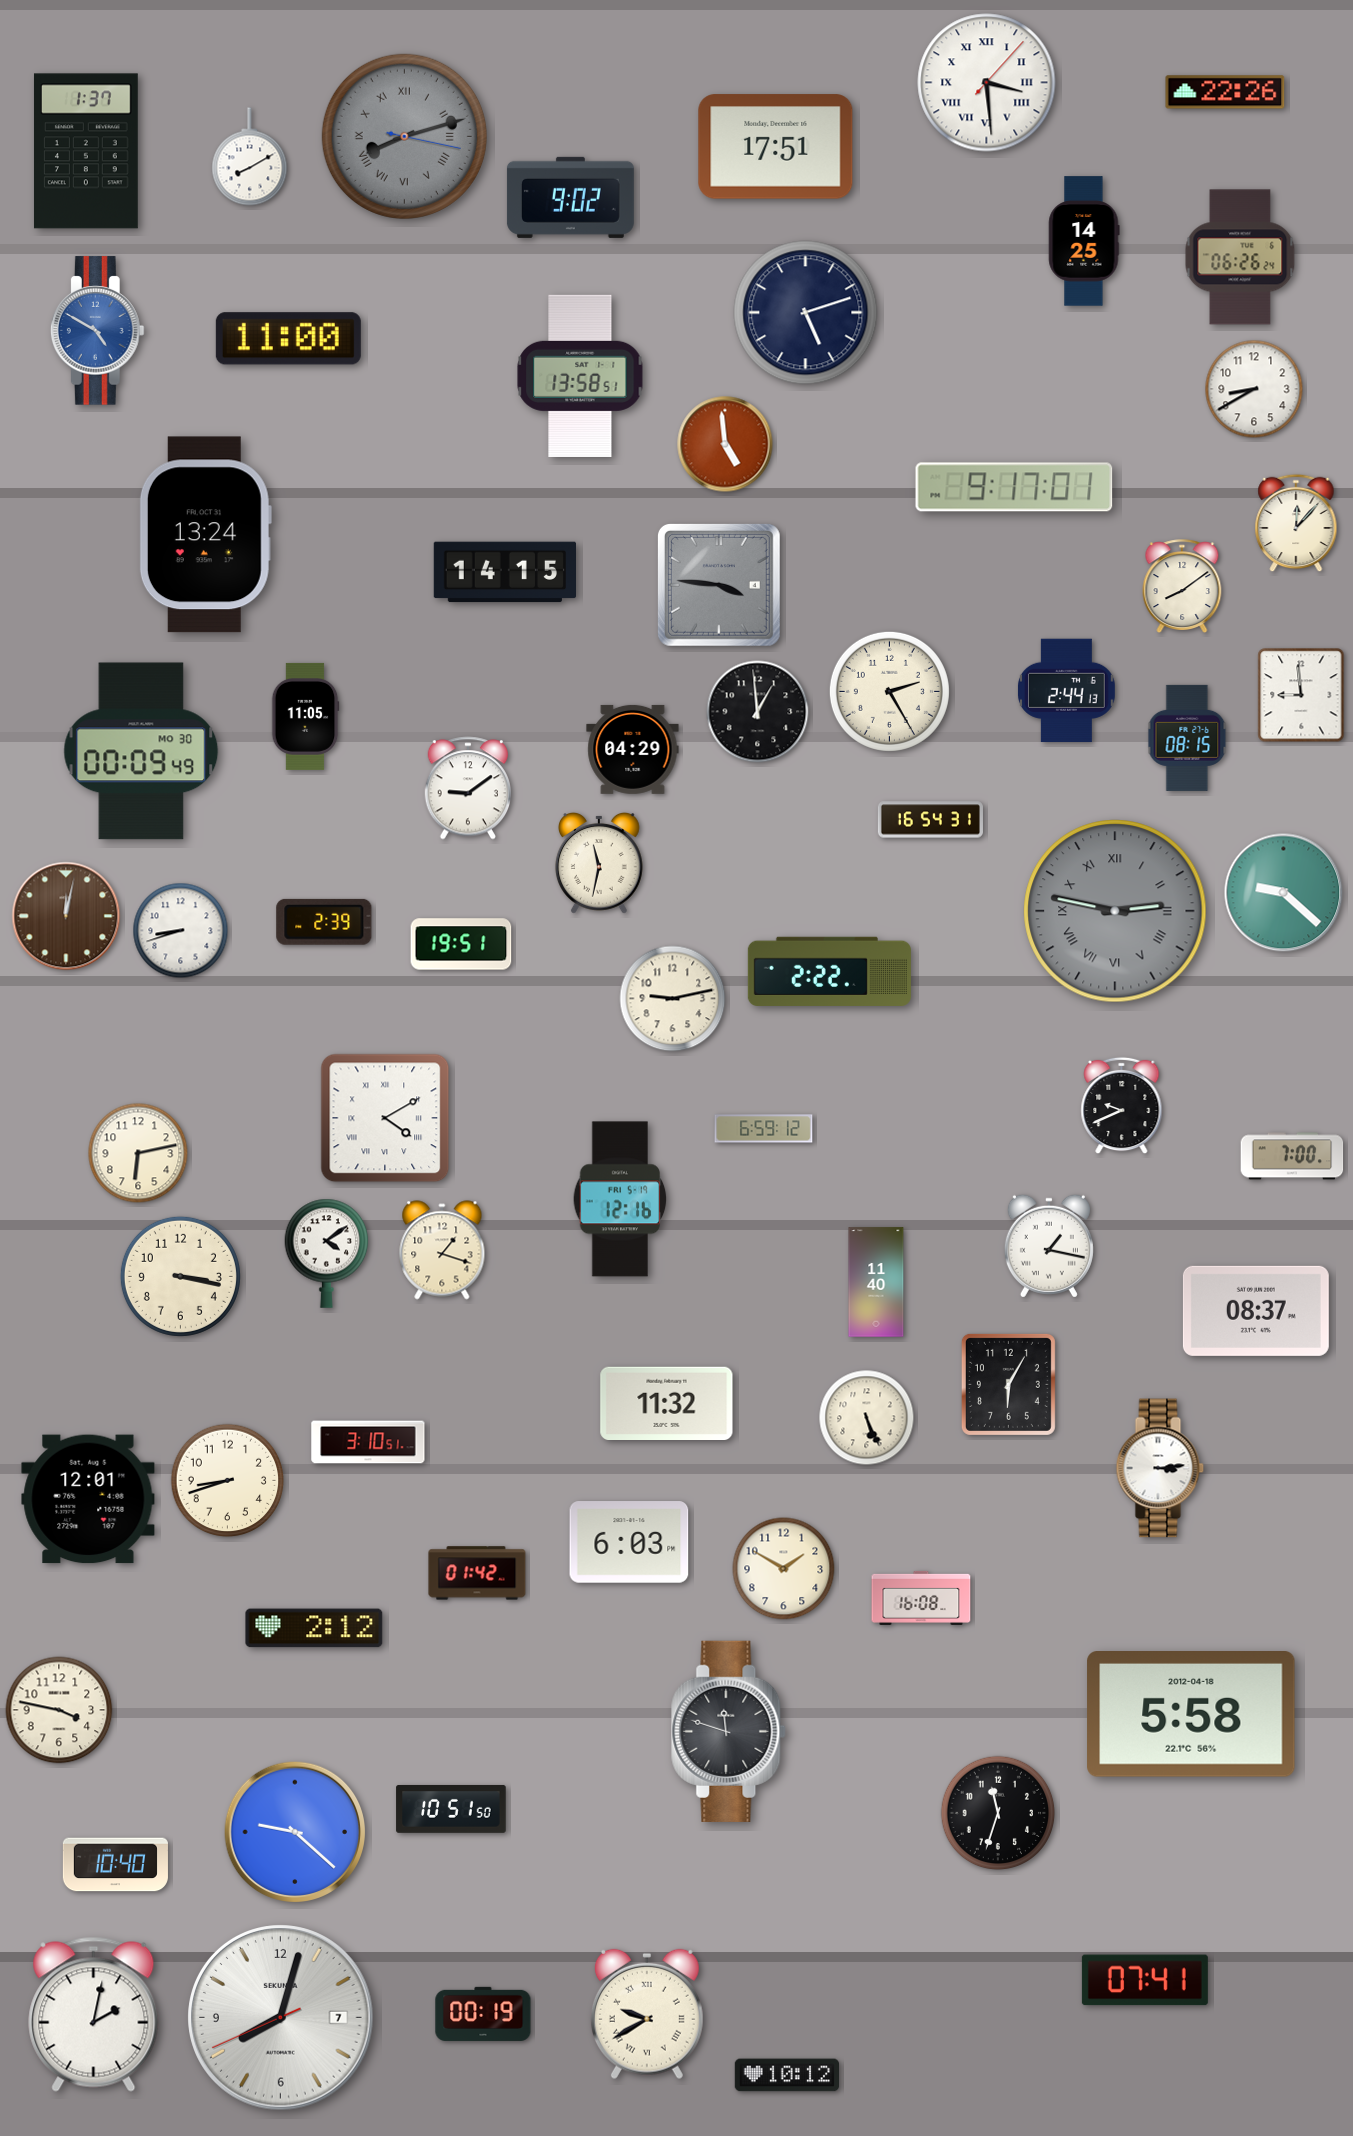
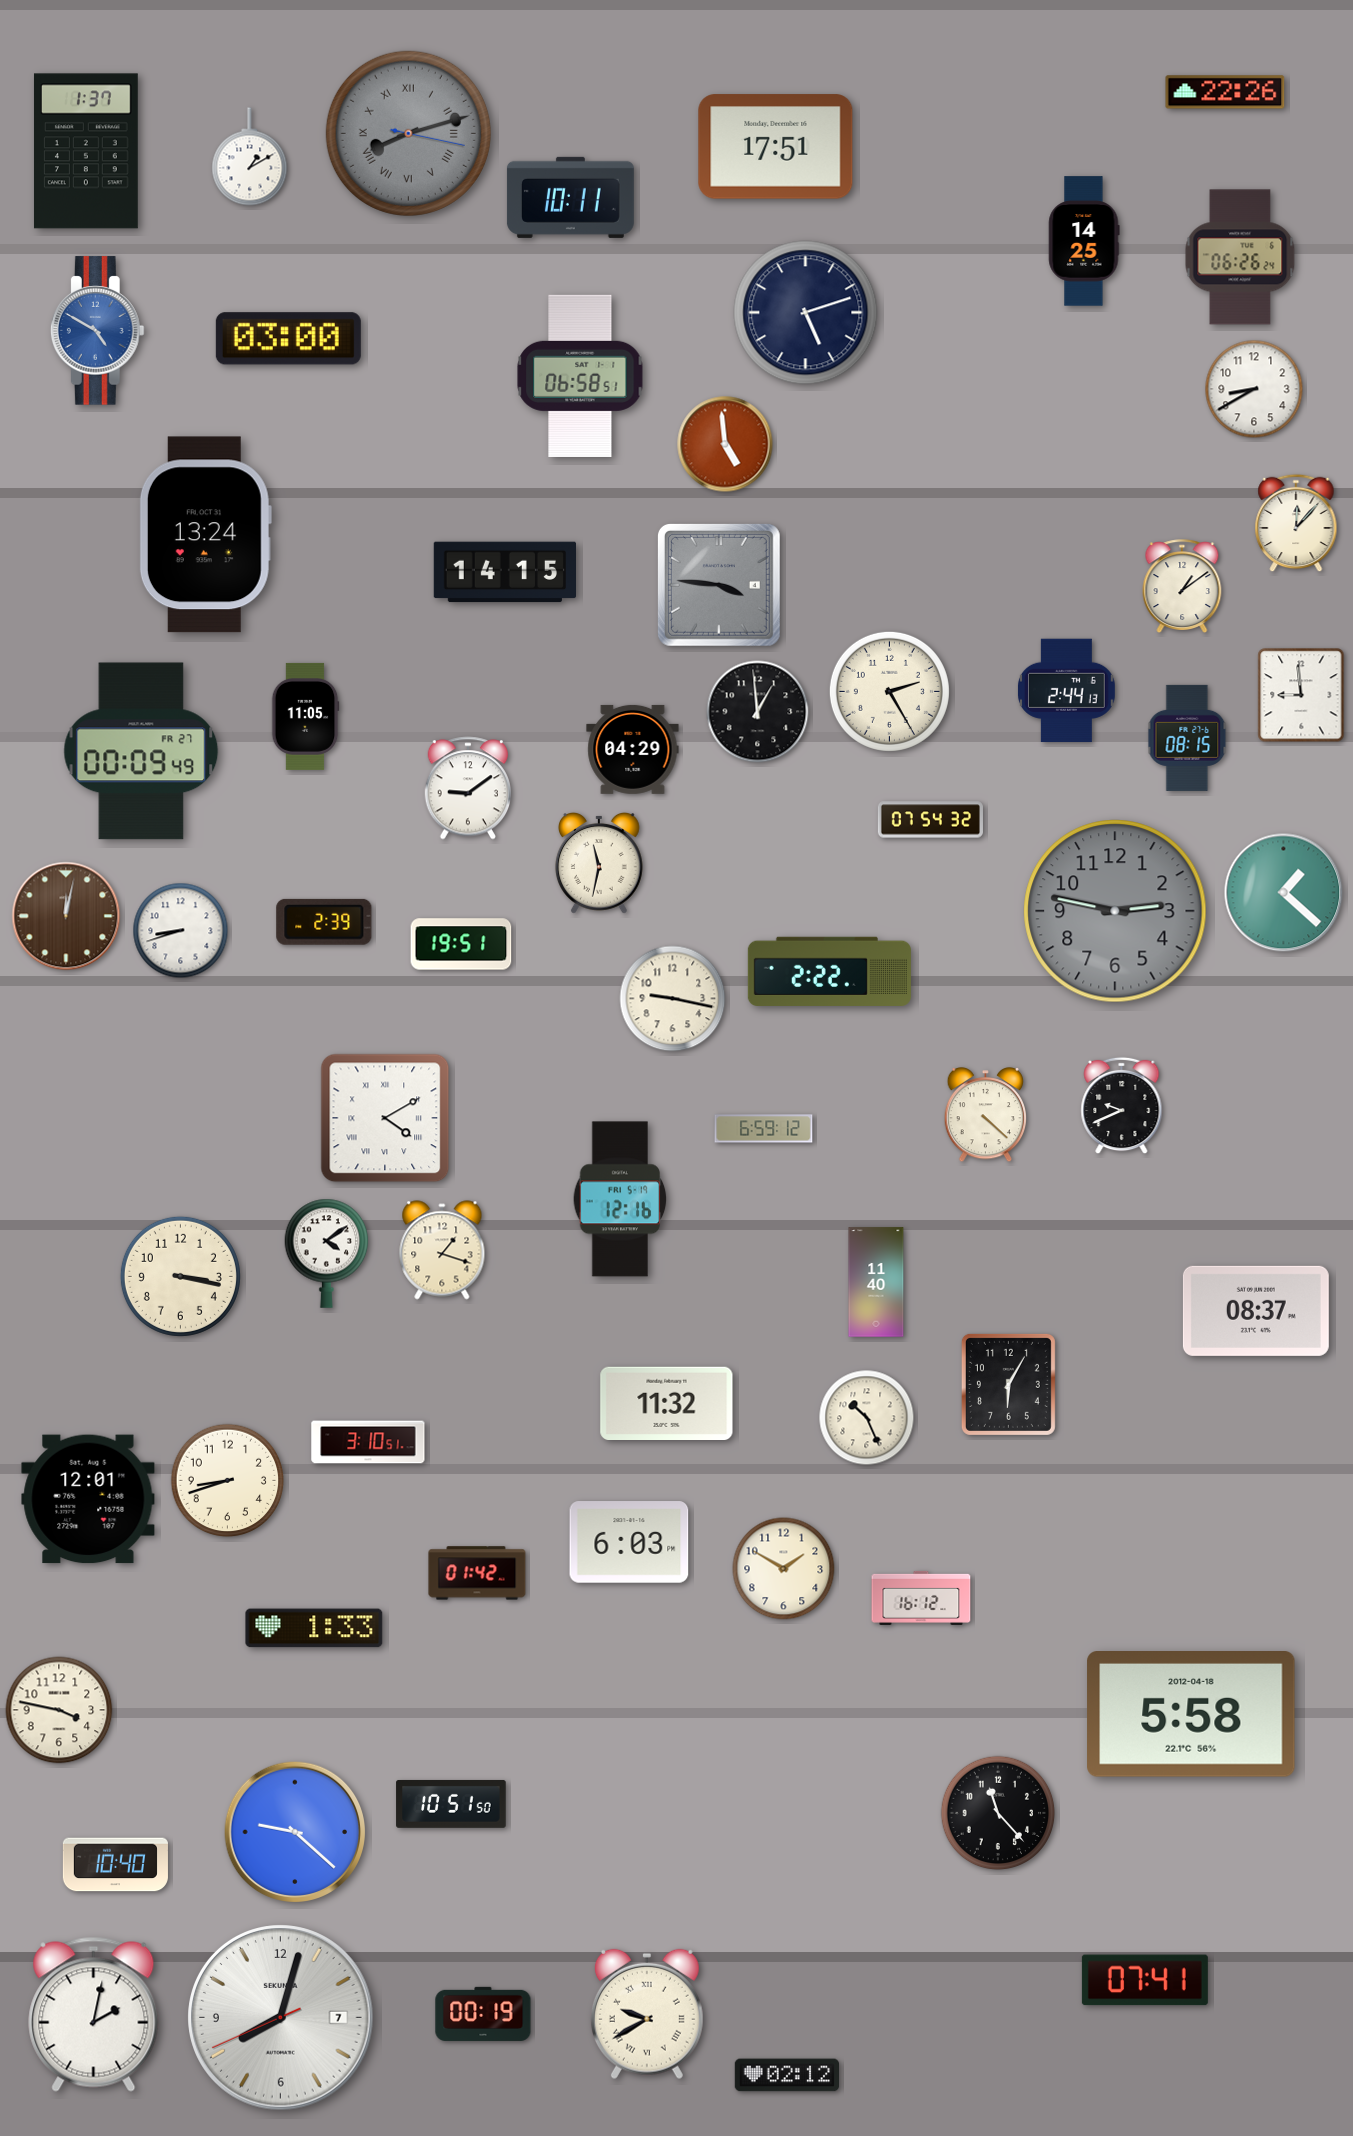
clock at (987, 83): 3:29 -> none
clock at (404, 136) position: (404, 136) -> (408, 133)
clock at (250, 157): 8:10 -> 1:10
clock at (570, 197): 9:02 -> 10:11
clock at (288, 339): 11:00 -> 03:00
clock at (580, 376): 13:58 -> 06:58
clock at (1014, 487): 9:17 -> none
clock at (1182, 586): 8:09 -> 1:09
clock at (141, 751) date: MO 30 -> FR 27
clock at (930, 820): 16:54 -> 07:54
clock at (1284, 893): 9:22 -> 1:22
clock at (1115, 911) numerals: Roman -> Arabic
clock at (673, 999): 9:13 -> 9:17
clock at (986, 1116): none -> 4:22
clock at (138, 1153): 6:13 -> none
clock at (1292, 1156): 7:00 -> none
clock at (1049, 1246): 1:17 -> none
clock at (867, 1418): 5:26 -> 10:26
clock at (1160, 1468): 3:14 -> none
clock at (921, 1598): 16:08 -> 16:12
clock at (314, 1628): 2:12 -> 1:33
clock at (729, 1731): 11:48 -> none
clock at (451, 1809) position: (451, 1809) -> (451, 1804)
clock at (998, 1813): 11:33 -> 11:23
clock at (786, 2075): 10:12 -> 02:12
